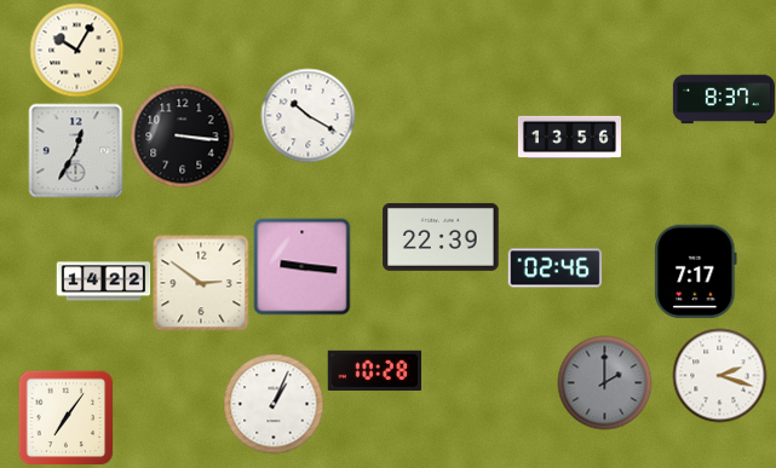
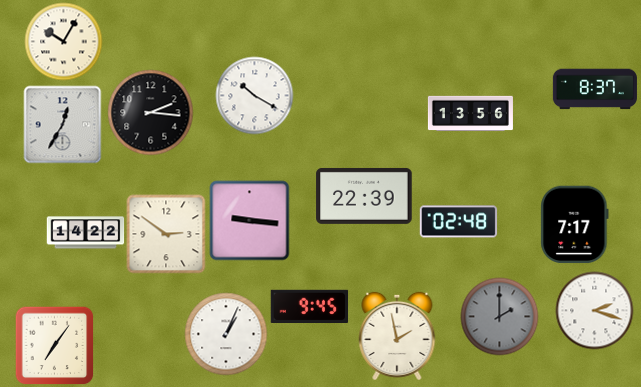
clock at (724, 99) position: (724, 99) -> (595, 89)
clock at (182, 135): 3:16 -> 2:16
clock at (554, 268): 02:46 -> 02:48
clock at (374, 370): 10:28 -> 9:45
clock at (397, 336): none -> 1:58
